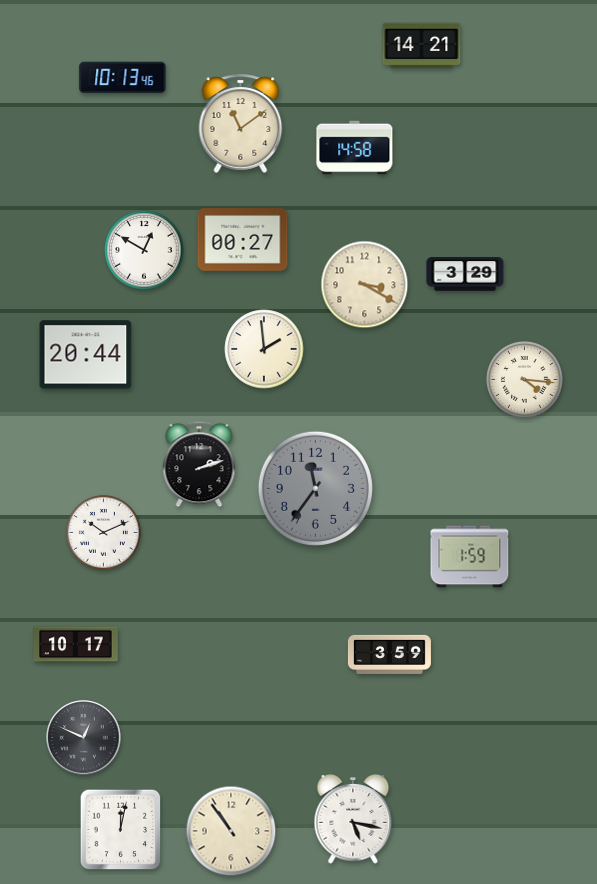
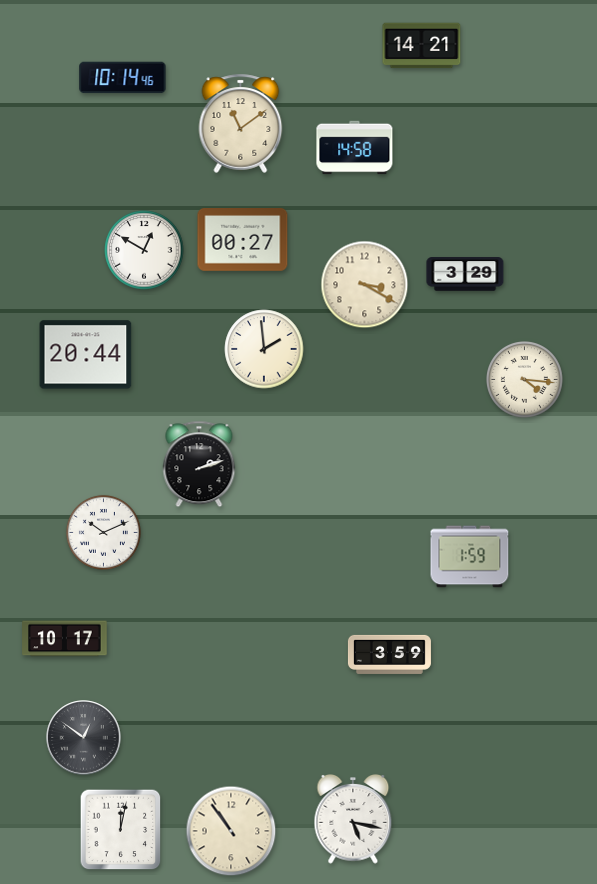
clock at (123, 78): 10:13 -> 10:14
clock at (315, 488): 11:36 -> none
clock at (76, 645) position: (76, 645) -> (65, 639)
clock at (84, 738): 12:49 -> 12:51
